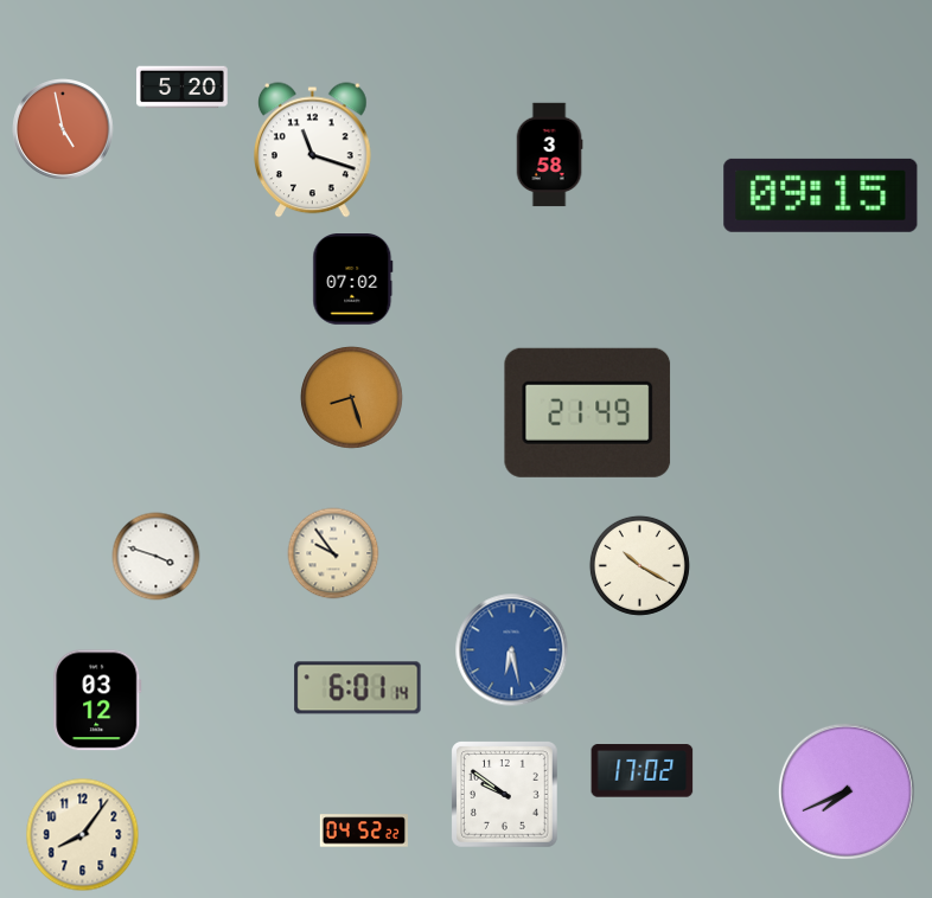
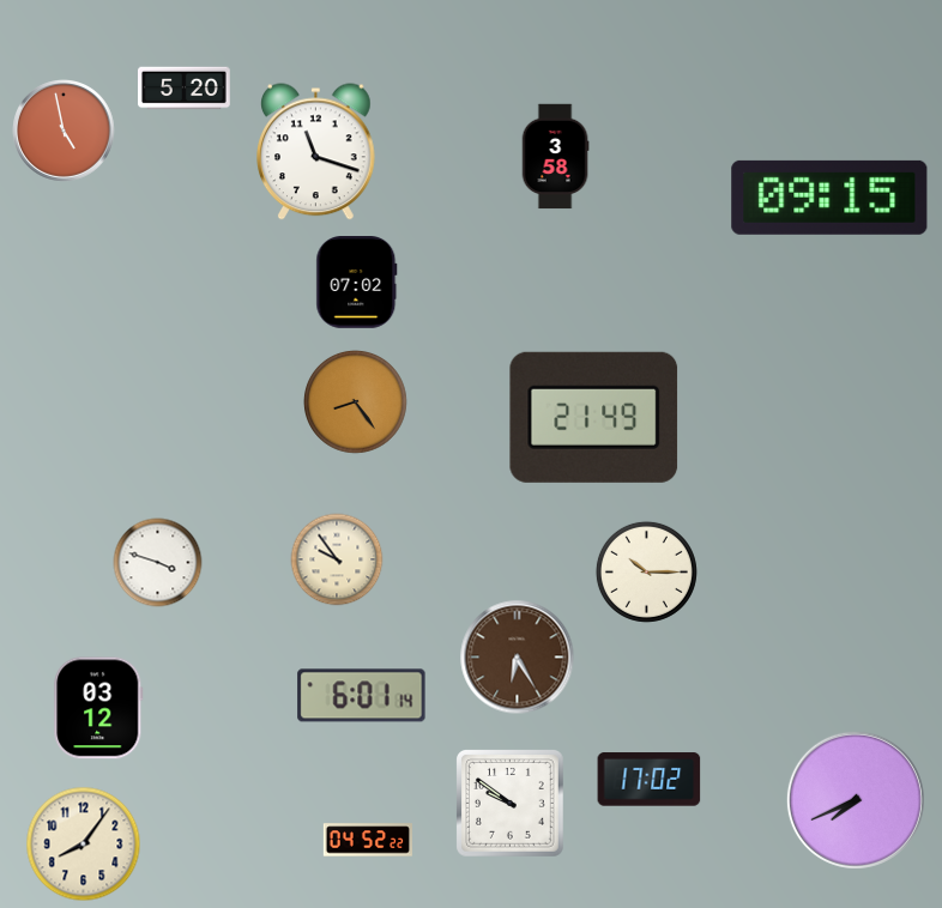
clock at (352, 398): 8:27 -> 8:24
clock at (639, 565): 10:20 -> 10:15
clock at (512, 650): 6:28 -> 6:25
clock at (512, 650) dial: blue -> brown
